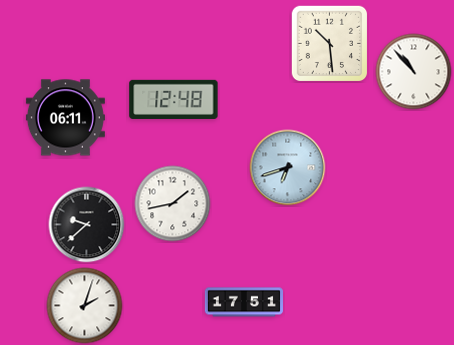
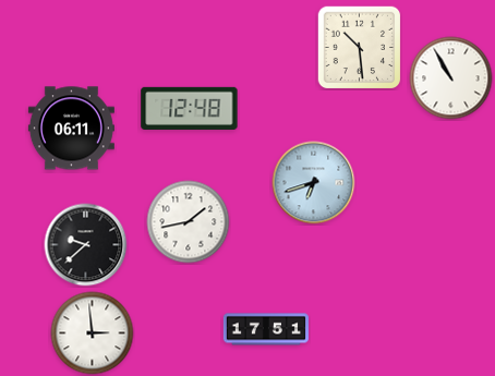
clock at (414, 72): 10:53 -> 10:55
clock at (87, 225) position: (87, 225) -> (86, 245)
clock at (85, 306): 2:03 -> 2:59
